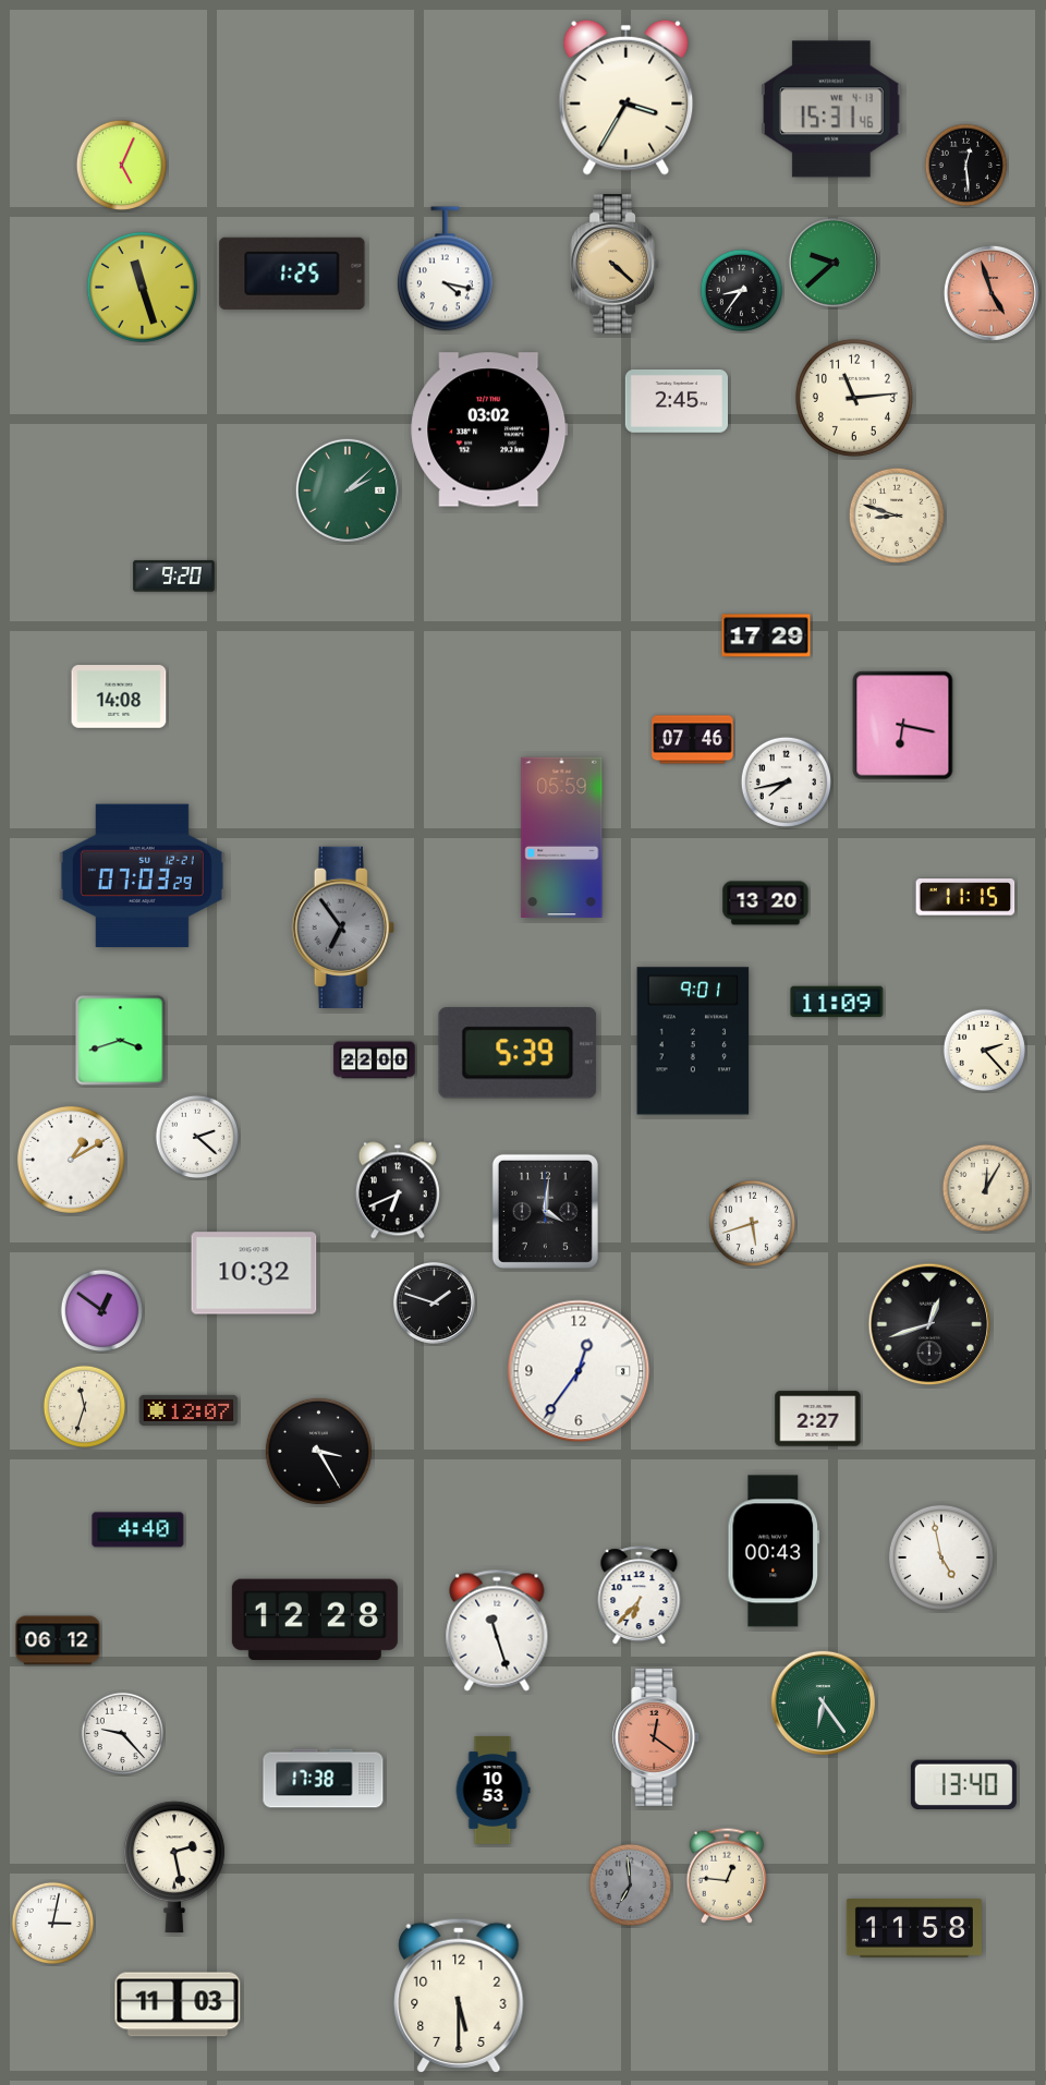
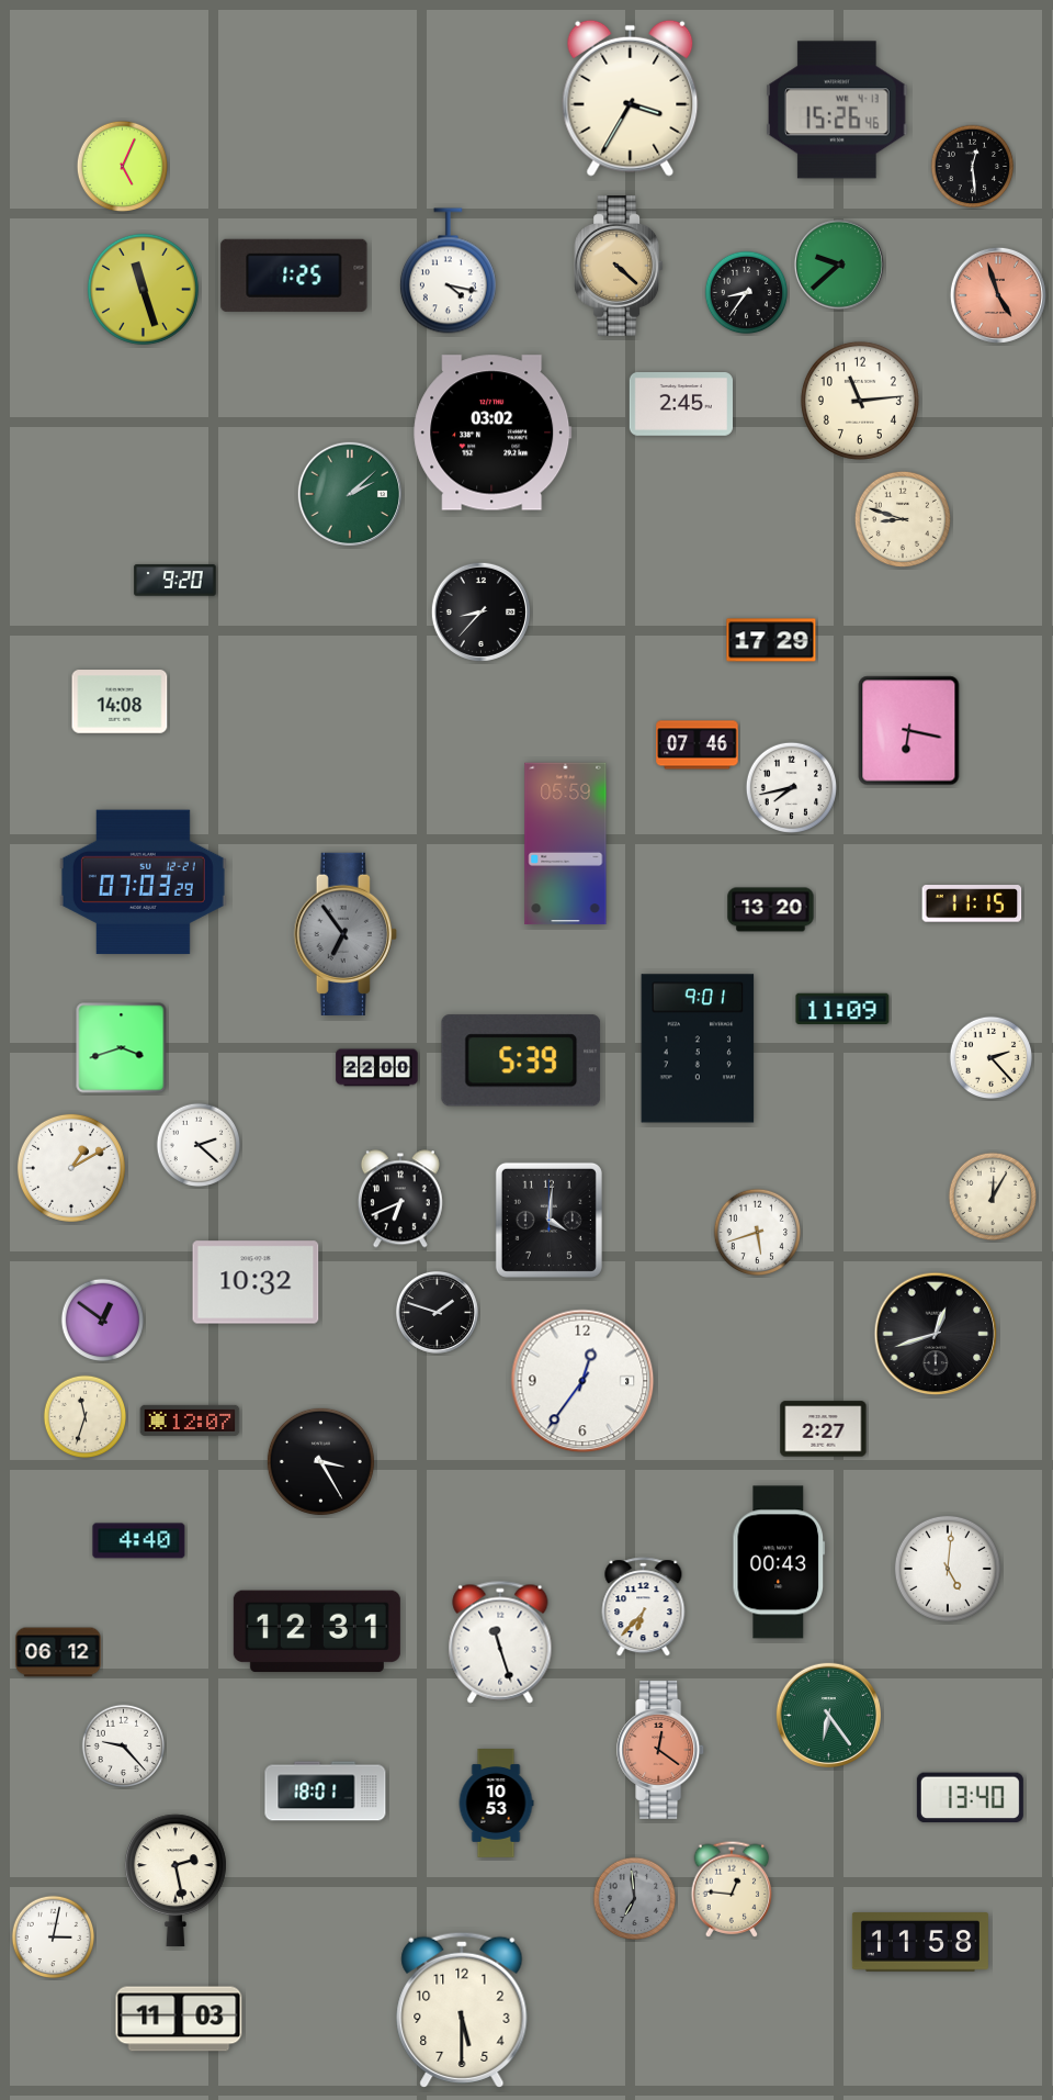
clock at (831, 109): 15:31 -> 15:26
clock at (480, 611): none -> 8:37
clock at (941, 1557): 4:58 -> 5:01
clock at (315, 1620): 12:28 -> 12:31
clock at (324, 1779): 17:38 -> 18:01
